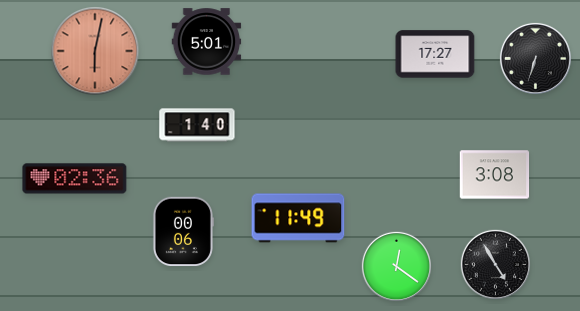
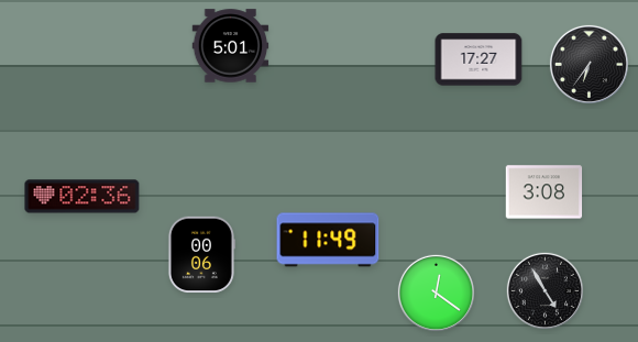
clock at (207, 42) position: (207, 42) -> (231, 46)
clock at (95, 51): 6:02 -> none
clock at (535, 58): 6:33 -> 6:36
clock at (197, 125): 1:40 -> none
